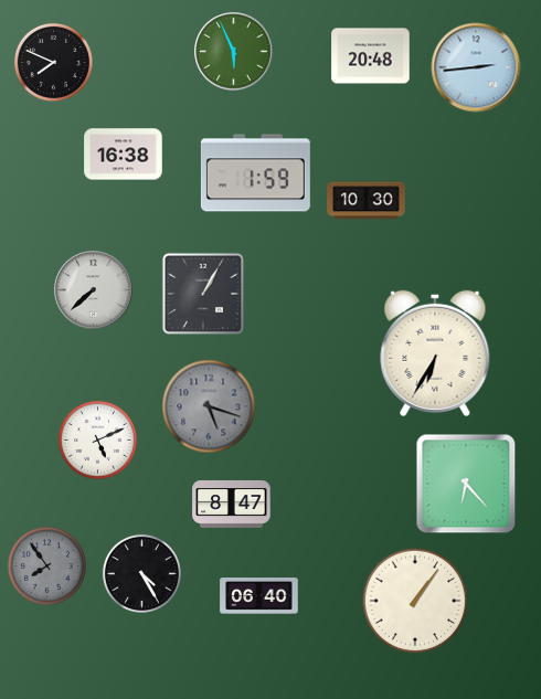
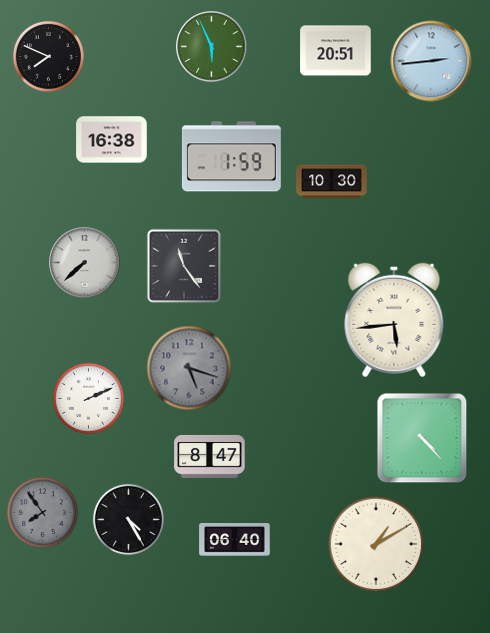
clock at (371, 56): 20:48 -> 20:51
clock at (203, 294): 1:05 -> 11:24
clock at (435, 353): 6:35 -> 5:44
clock at (97, 439): 5:11 -> 2:11
clock at (466, 484): 6:23 -> 4:23
clock at (415, 601): 1:06 -> 1:10
